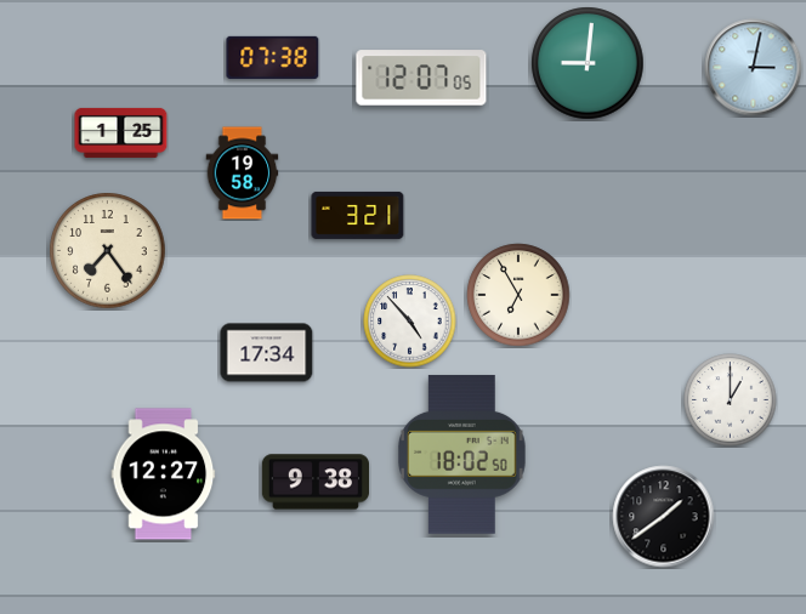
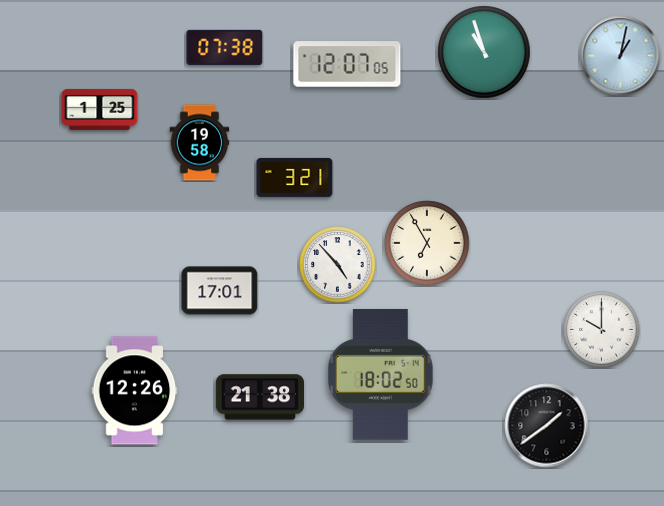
clock at (588, 63): 9:01 -> 10:57
clock at (754, 68): 3:02 -> 1:02
clock at (108, 251): 7:24 -> none
clock at (267, 353): 17:34 -> 17:01
clock at (731, 400): 1:00 -> 10:00
clock at (164, 474): 12:27 -> 12:26
clock at (314, 482): 9:38 -> 21:38
